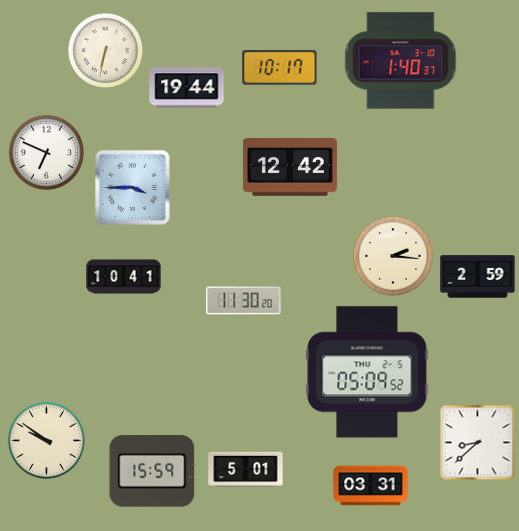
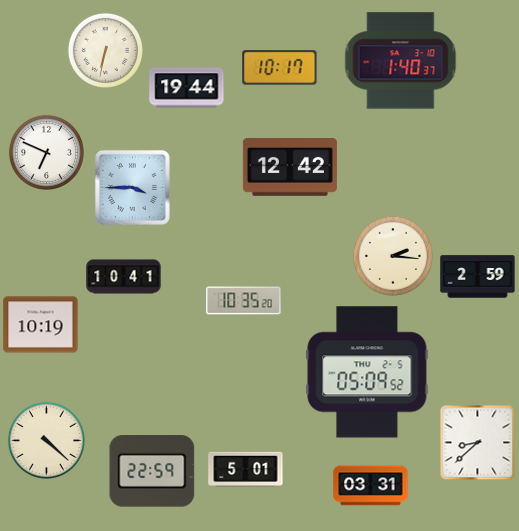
clock at (244, 301): 11:30 -> 10:35
clock at (41, 325): none -> 10:19
clock at (46, 440): 9:51 -> 4:22
clock at (152, 471): 15:59 -> 22:59
